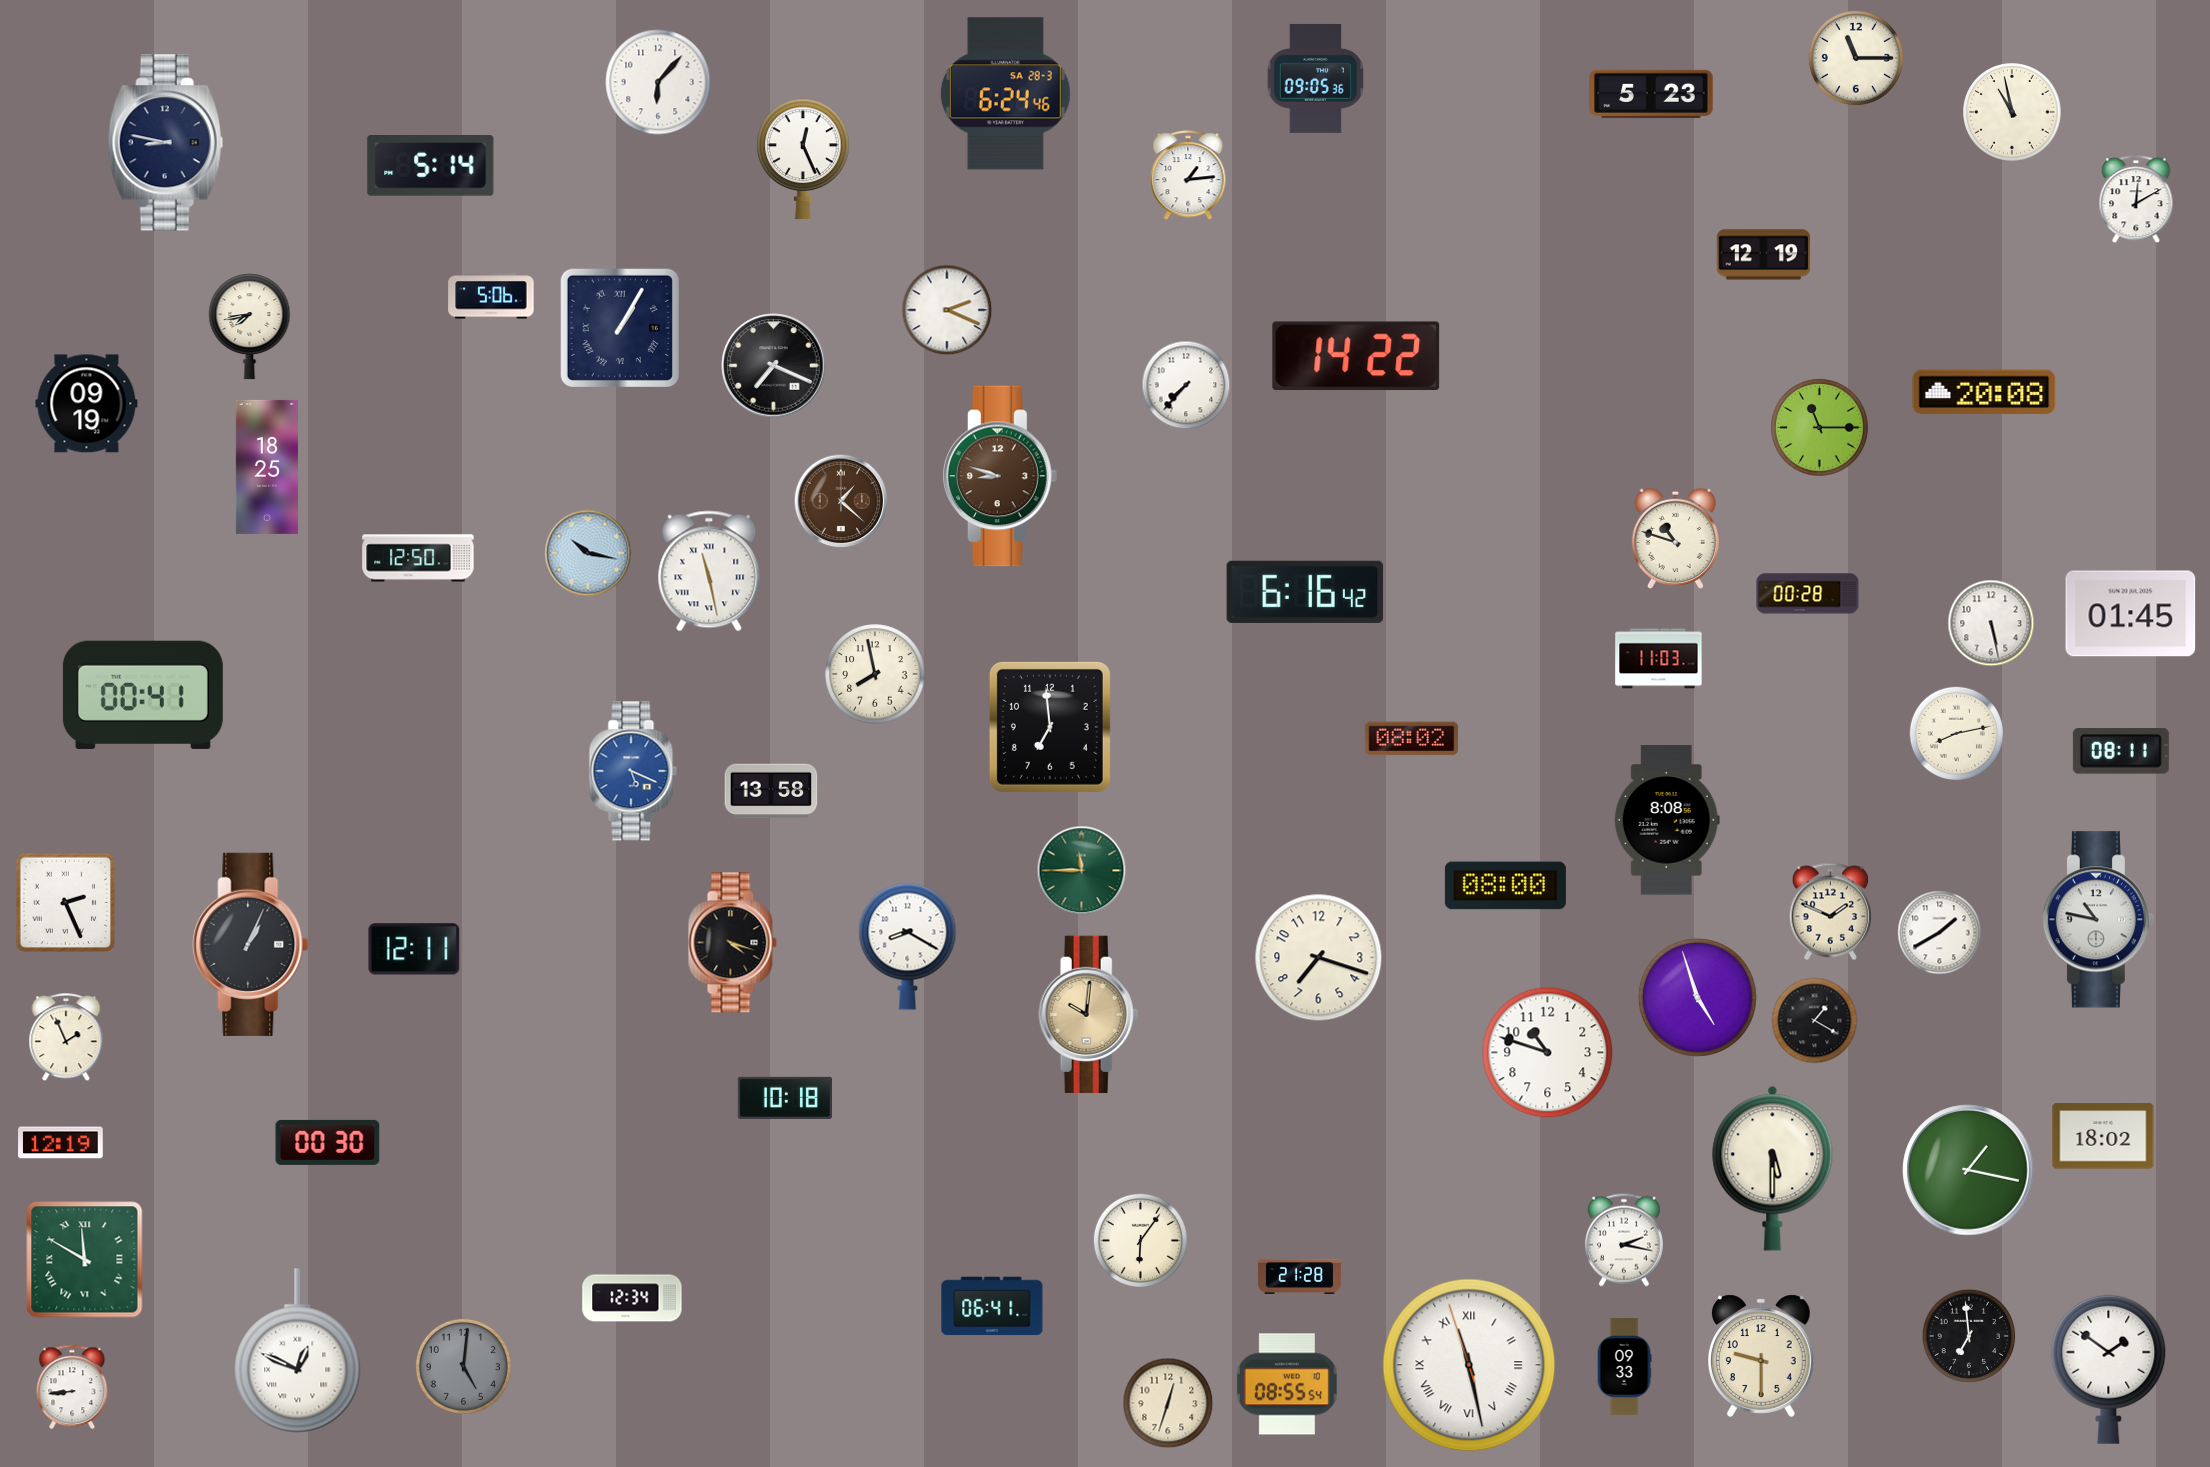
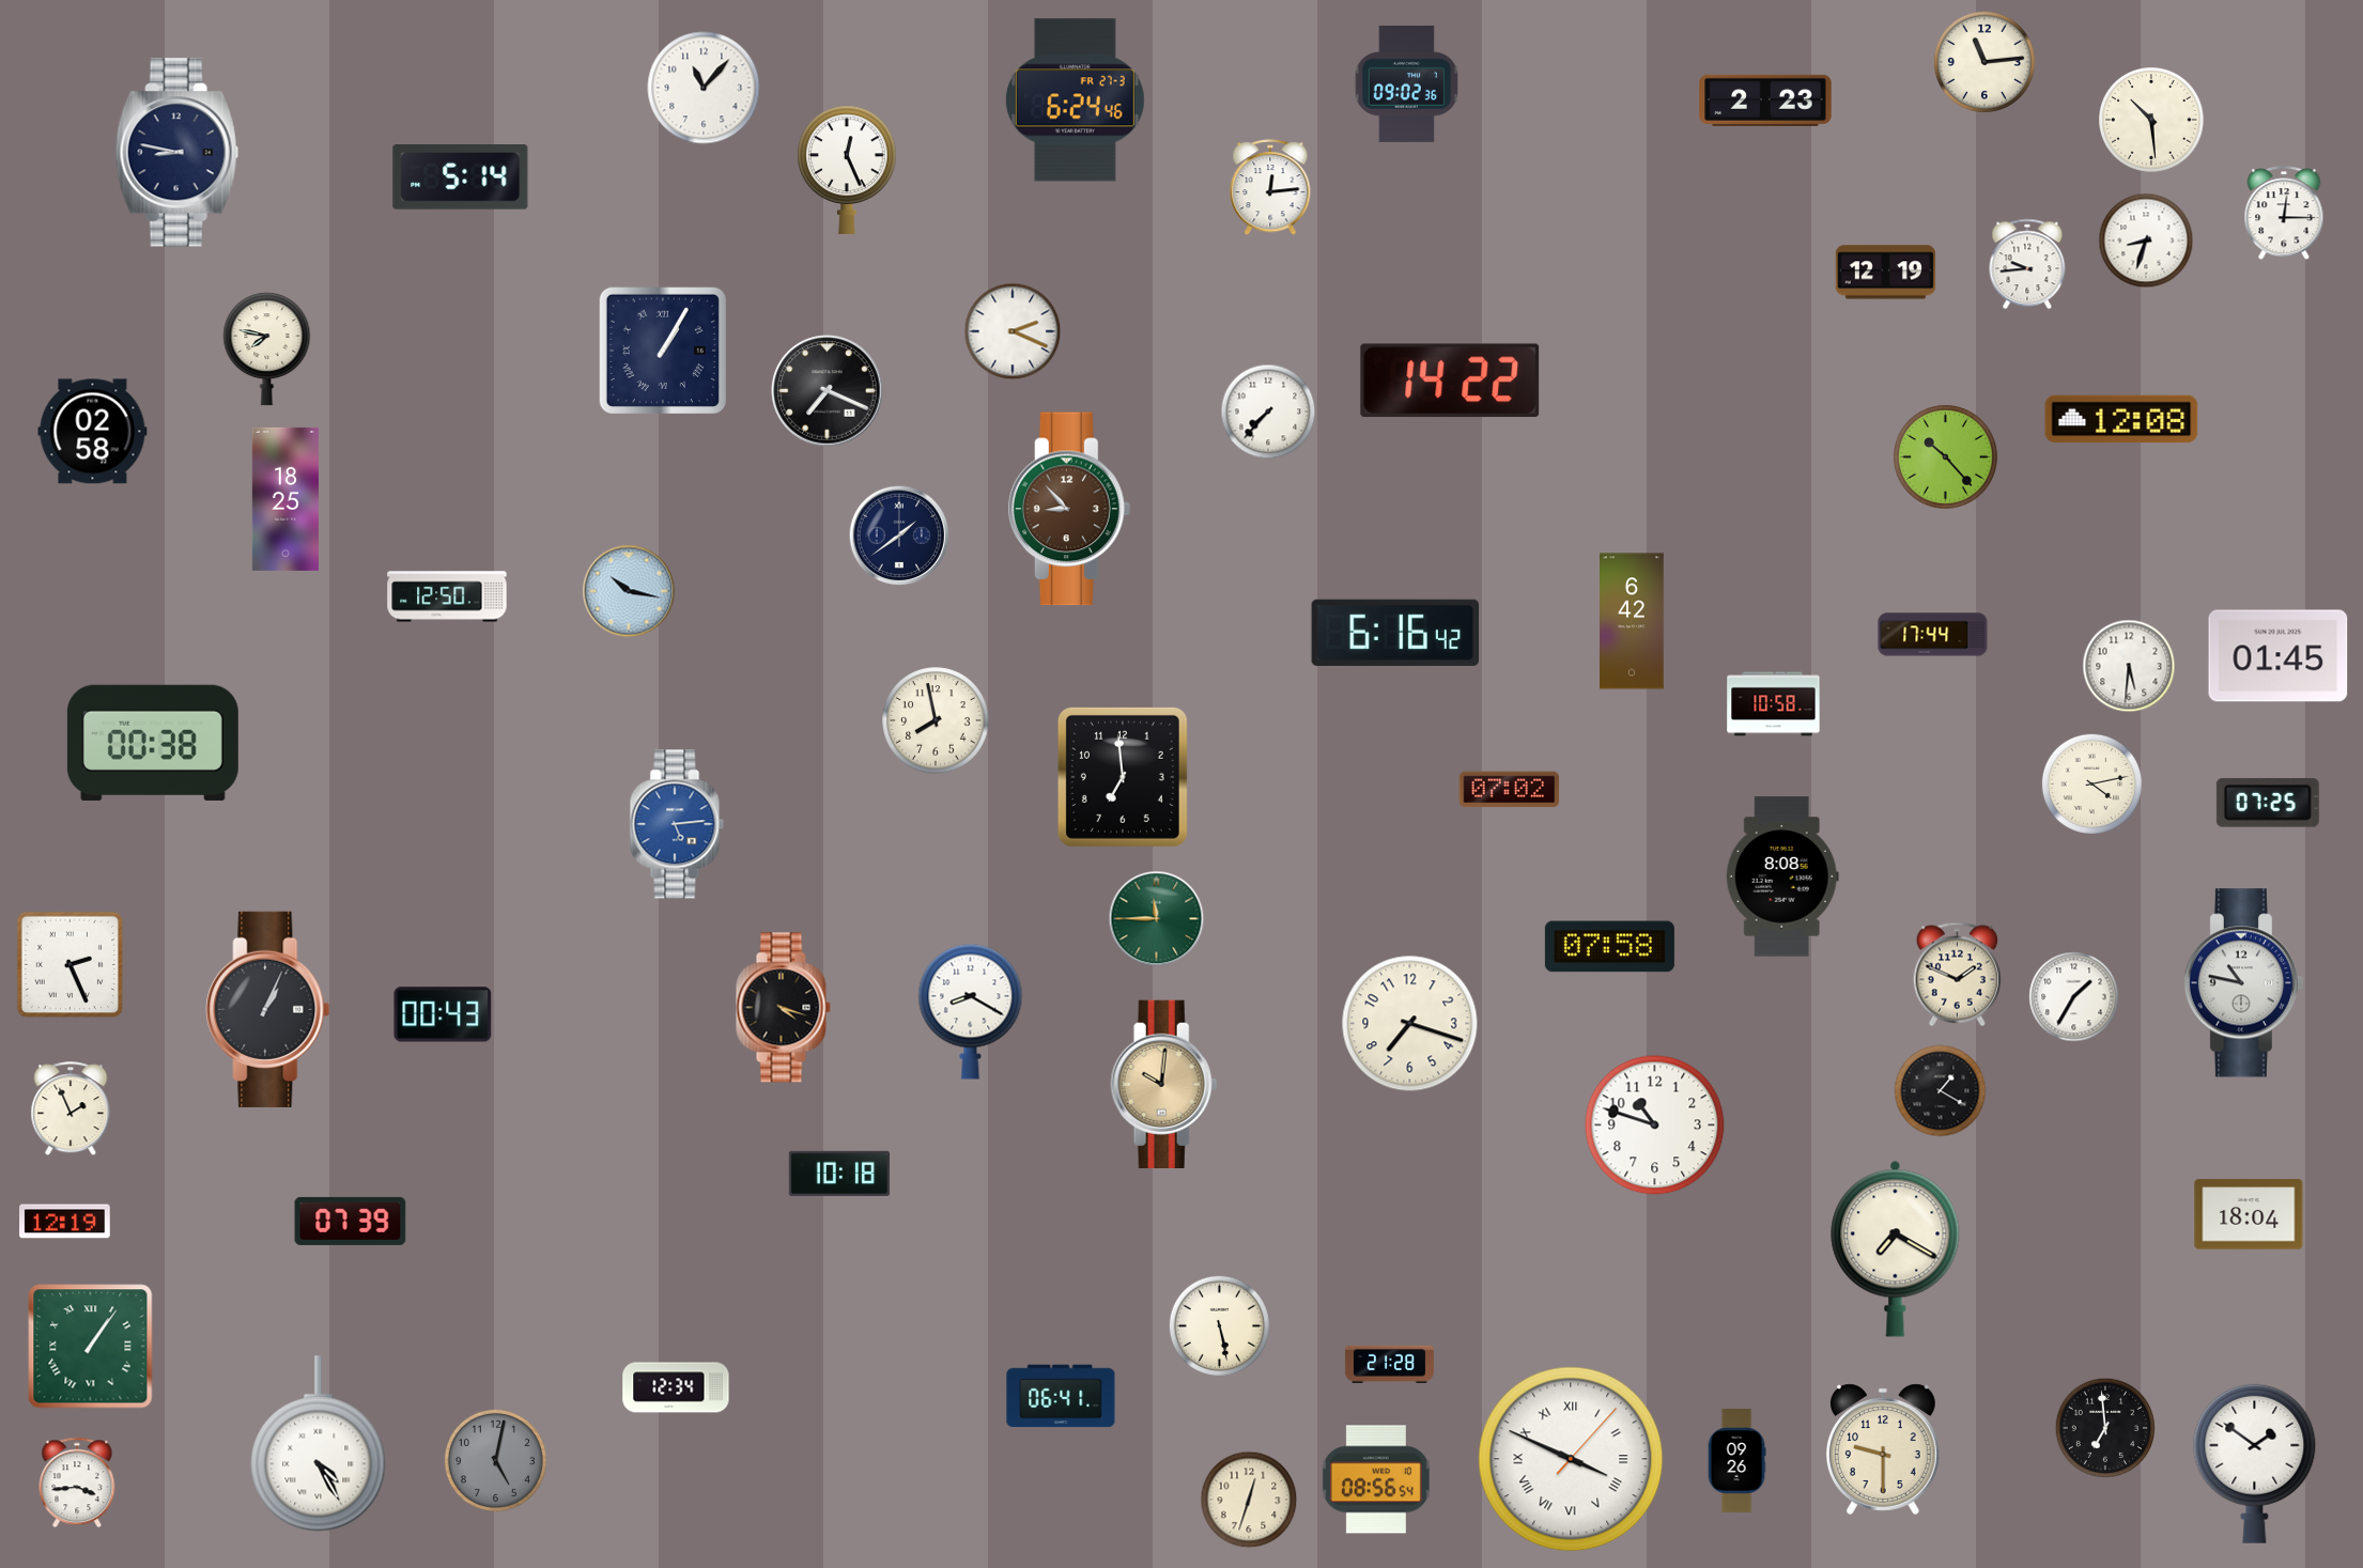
clock at (1856, 58): 11:15 -> 11:14
clock at (1316, 78): 09:05 -> 09:02
clock at (658, 82): 6:07 -> 11:07
clock at (1005, 94) date: SA 28-3 -> FR 27-3
clock at (1651, 94): 5:23 -> 2:23
clock at (2012, 112): 10:58 -> 10:29
clock at (803, 159) position: (803, 159) -> (847, 170)
clock at (1188, 176): 1:14 -> 12:14
clock at (2136, 200): 12:10 -> 12:15
clock at (2146, 240): none -> 8:33
clock at (2027, 264): none -> 9:44
clock at (491, 296): 5:06 -> none
clock at (250, 327): 7:43 -> 7:47
clock at (1984, 392): 20:08 -> 12:08
clock at (87, 404): 09:19 -> 02:58
clock at (1820, 428): 11:15 -> 10:23
clock at (1000, 476): 8:48 -> 8:53
clock at (841, 501): 1:22 -> 1:39
clock at (841, 501) dial: brown -> navy
clock at (1675, 539): 10:48 -> none
clock at (709, 571): 11:28 -> none
clock at (1632, 621): none -> 6:42
clock at (1808, 594): 00:28 -> 17:44
clock at (1991, 623): 5:28 -> 5:31
clock at (1659, 659): 11:03 -> 10:58
clock at (143, 695): 00:41 -> 00:38
clock at (1956, 733): 8:13 -> 4:13
clock at (1412, 739): 08:02 -> 07:02
clock at (2121, 751): 08:11 -> 07:25
clock at (633, 771): 5:19 -> 5:14
clock at (771, 791): 13:58 -> none
clock at (1082, 871) position: (1082, 871) -> (1157, 919)
clock at (1505, 886): 08:00 -> 07:58
clock at (1940, 933): 1:40 -> 1:35
clock at (414, 949): 12:11 -> 00:43
clock at (1697, 997): 4:57 -> none
clock at (2103, 1136): 18:02 -> 18:04
clock at (328, 1142): 00:30 -> 07:39
clock at (1773, 1168): 5:30 -> 7:20
clock at (1968, 1170): 1:17 -> none
clock at (1140, 1240): 6:06 -> 5:28
clock at (1624, 1240): 2:17 -> none
clock at (85, 1260): 11:50 -> 1:06
clock at (298, 1351): 12:49 -> 4:25
clock at (1469, 1365): 11:27 -> 3:49
clock at (463, 1366): 5:01 -> 5:02
clock at (1624, 1367): 09:33 -> 09:26
clock at (1287, 1384): 08:55 -> 08:56
clock at (72, 1387): 8:44 -> 3:44
